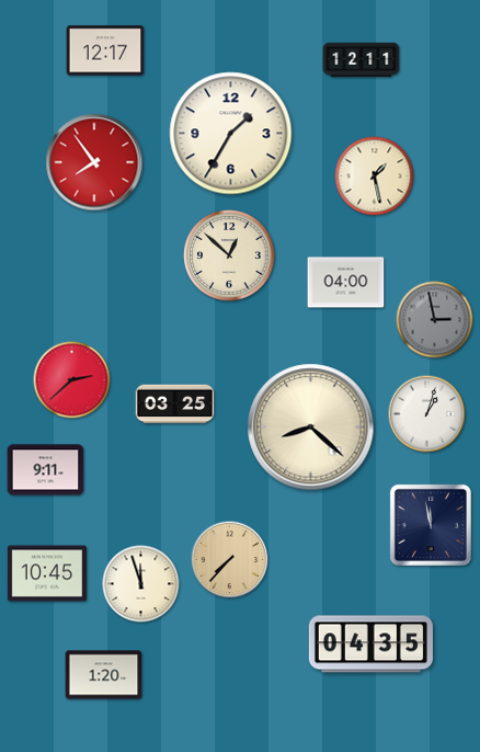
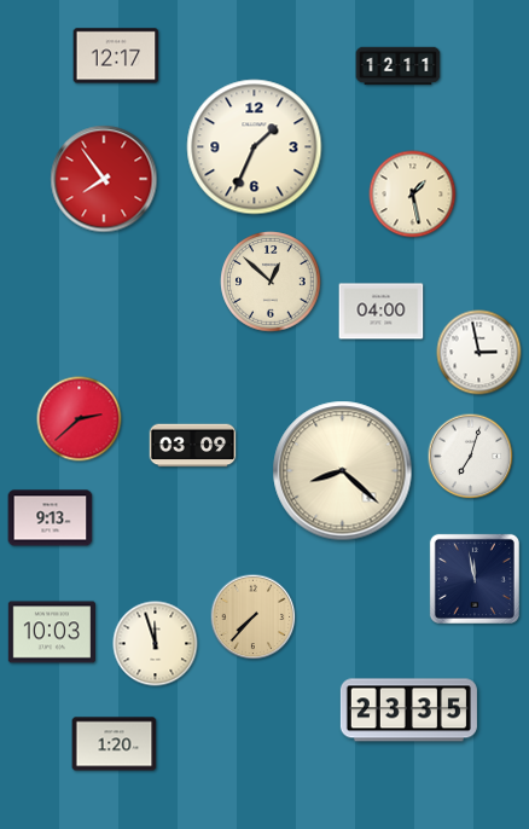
clock at (231, 134): 1:35 -> 1:34
clock at (229, 255) position: (229, 255) -> (271, 282)
clock at (435, 320) dial: grey -> white
clock at (175, 405): 03:25 -> 03:09
clock at (427, 414): 1:03 -> 7:03
clock at (46, 470): 9:11 -> 9:13
clock at (46, 573): 10:45 -> 10:03
clock at (370, 645): 04:35 -> 23:35
